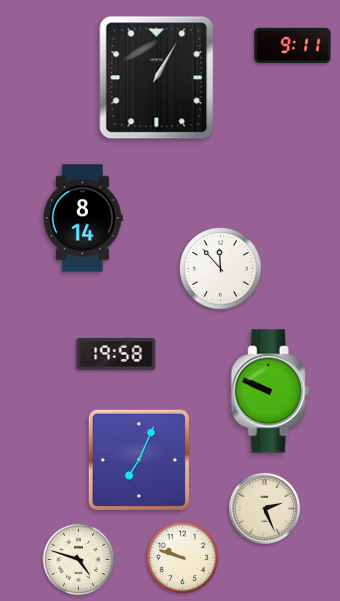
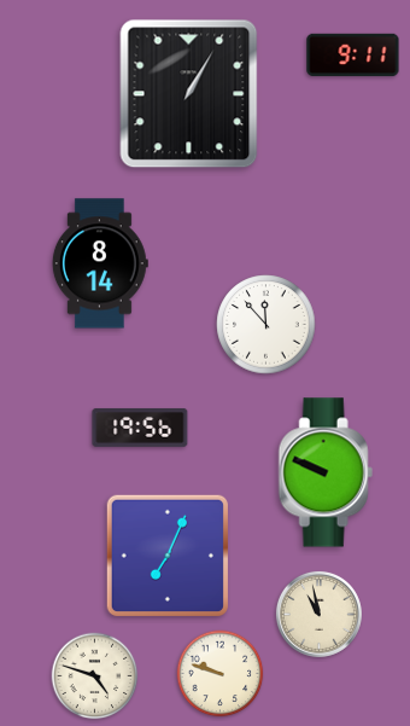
clock at (116, 354): 19:58 -> 19:56
clock at (264, 508): 2:26 -> 10:58
